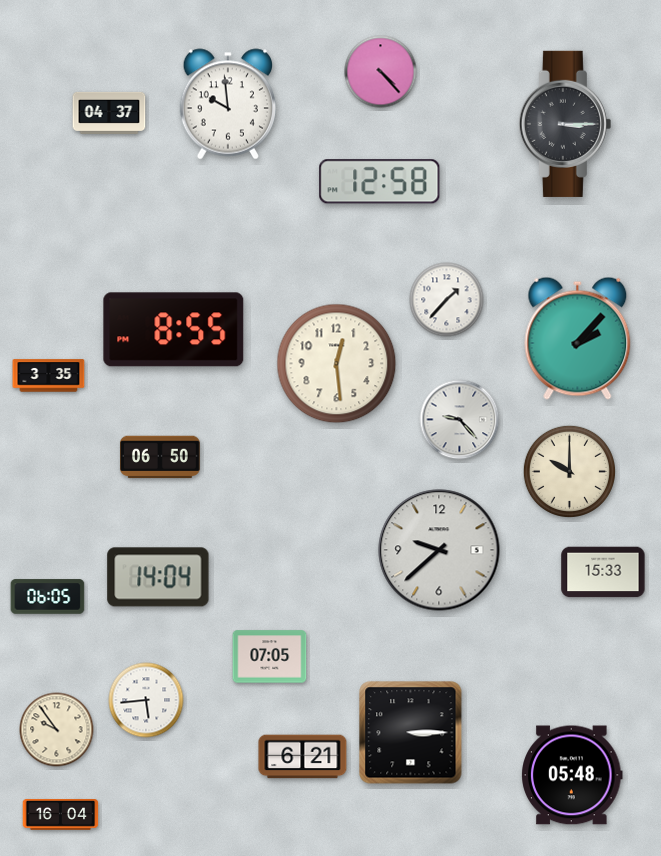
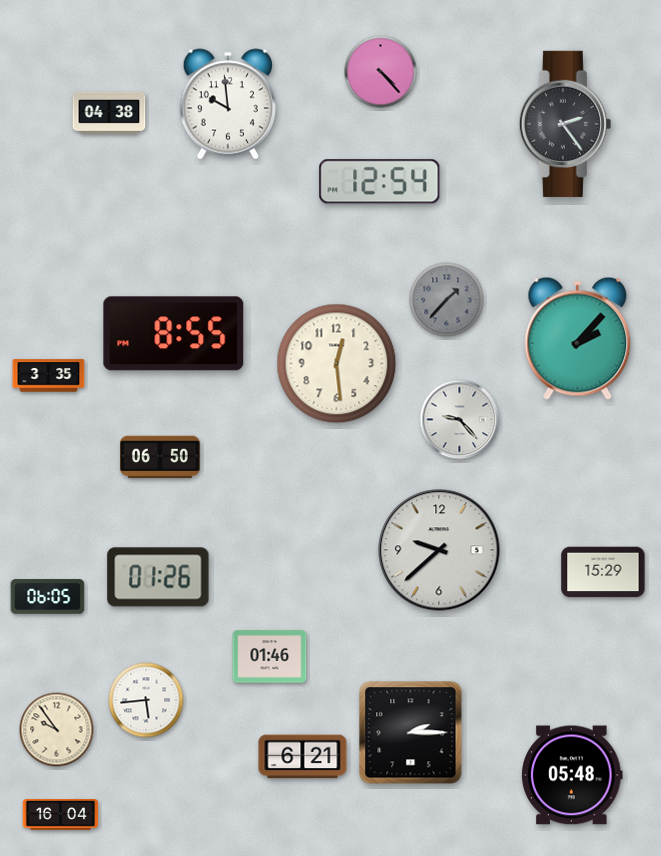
clock at (109, 113): 04:37 -> 04:38
clock at (565, 124): 3:15 -> 2:24
clock at (380, 182): 12:58 -> 12:54
clock at (447, 300) dial: white -> grey
clock at (174, 330) position: (174, 330) -> (174, 334)
clock at (569, 471): 10:00 -> none
clock at (603, 572): 15:33 -> 15:29
clock at (158, 577): 14:04 -> 01:26
clock at (270, 657): 07:05 -> 01:46
clock at (411, 733): 3:15 -> 2:15
